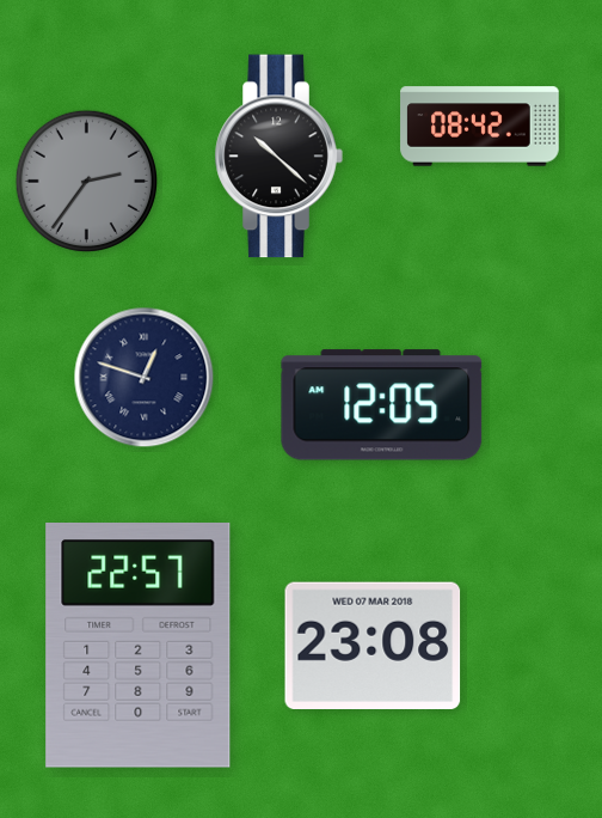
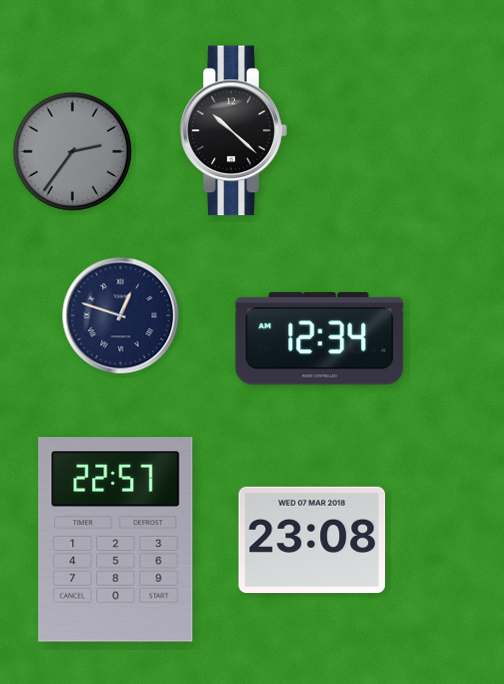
clock at (480, 127): 08:42 -> none
clock at (382, 405): 12:05 -> 12:34
